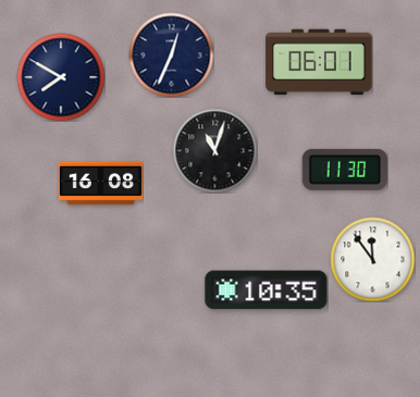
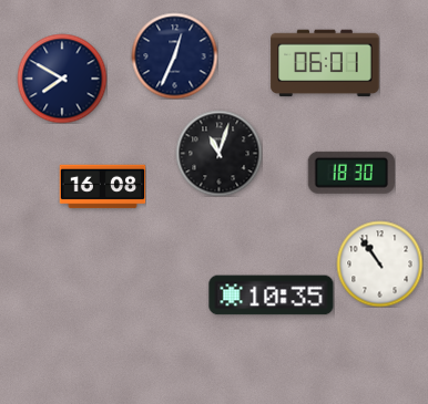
clock at (344, 170): 11:30 -> 18:30
clock at (372, 259): 11:54 -> 10:54
